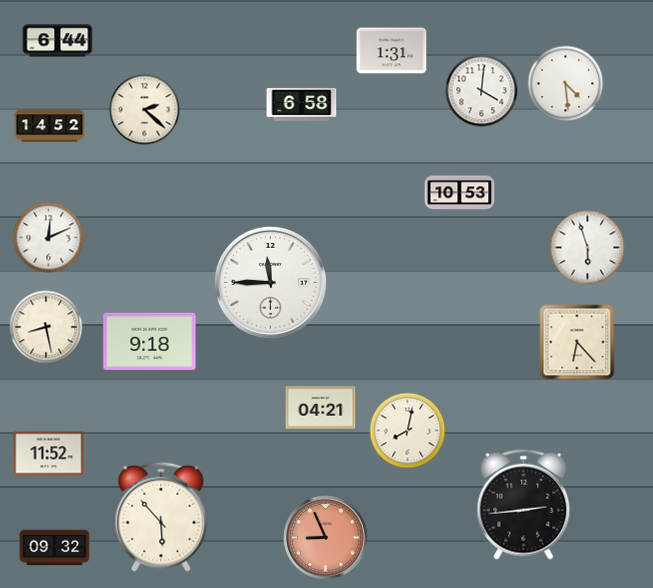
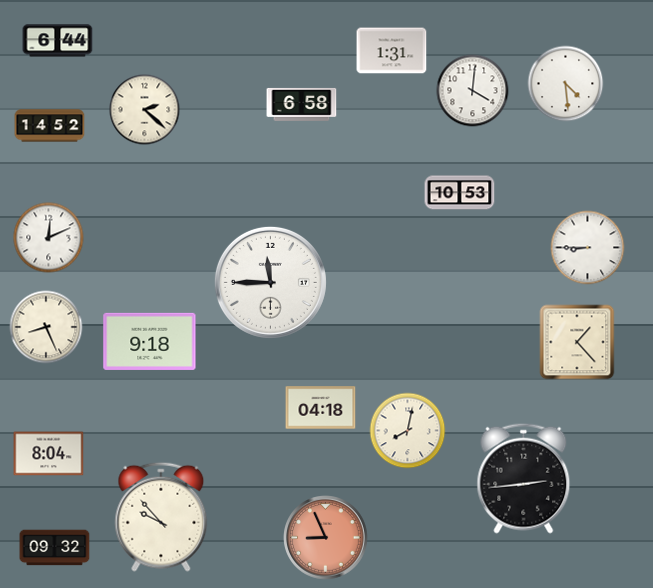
clock at (482, 91) position: (482, 91) -> (473, 91)
clock at (588, 248): 5:57 -> 8:45
clock at (46, 327): 8:28 -> 8:26
clock at (577, 342): 6:23 -> 1:23
clock at (321, 408): 04:21 -> 04:18
clock at (49, 454): 11:52 -> 8:04
clock at (524, 504) position: (524, 504) -> (524, 478)
clock at (161, 517): 5:53 -> 9:53
